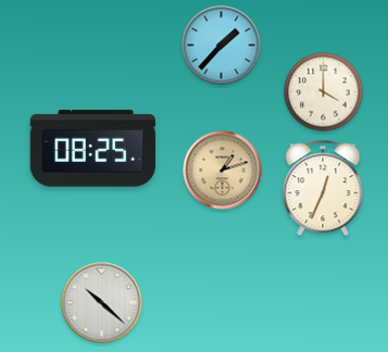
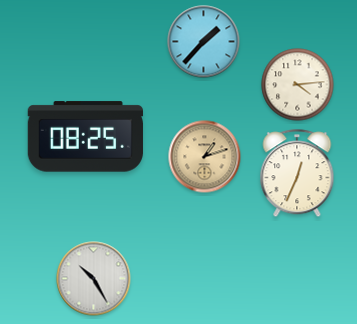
clock at (324, 92): 4:00 -> 4:14
clock at (102, 303): 10:22 -> 10:25
